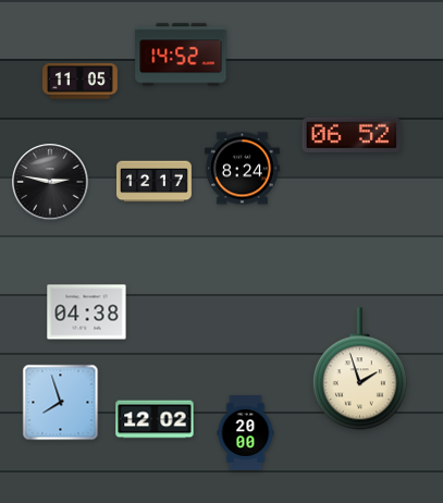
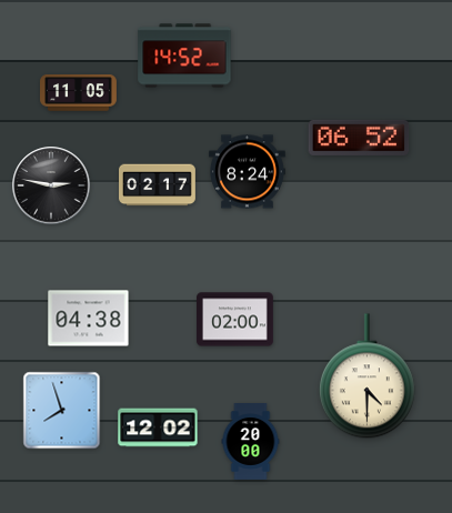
clock at (81, 82) position: (81, 82) -> (79, 93)
clock at (155, 182): 12:17 -> 02:17
clock at (235, 320): none -> 02:00
clock at (359, 369): 1:57 -> 4:30
